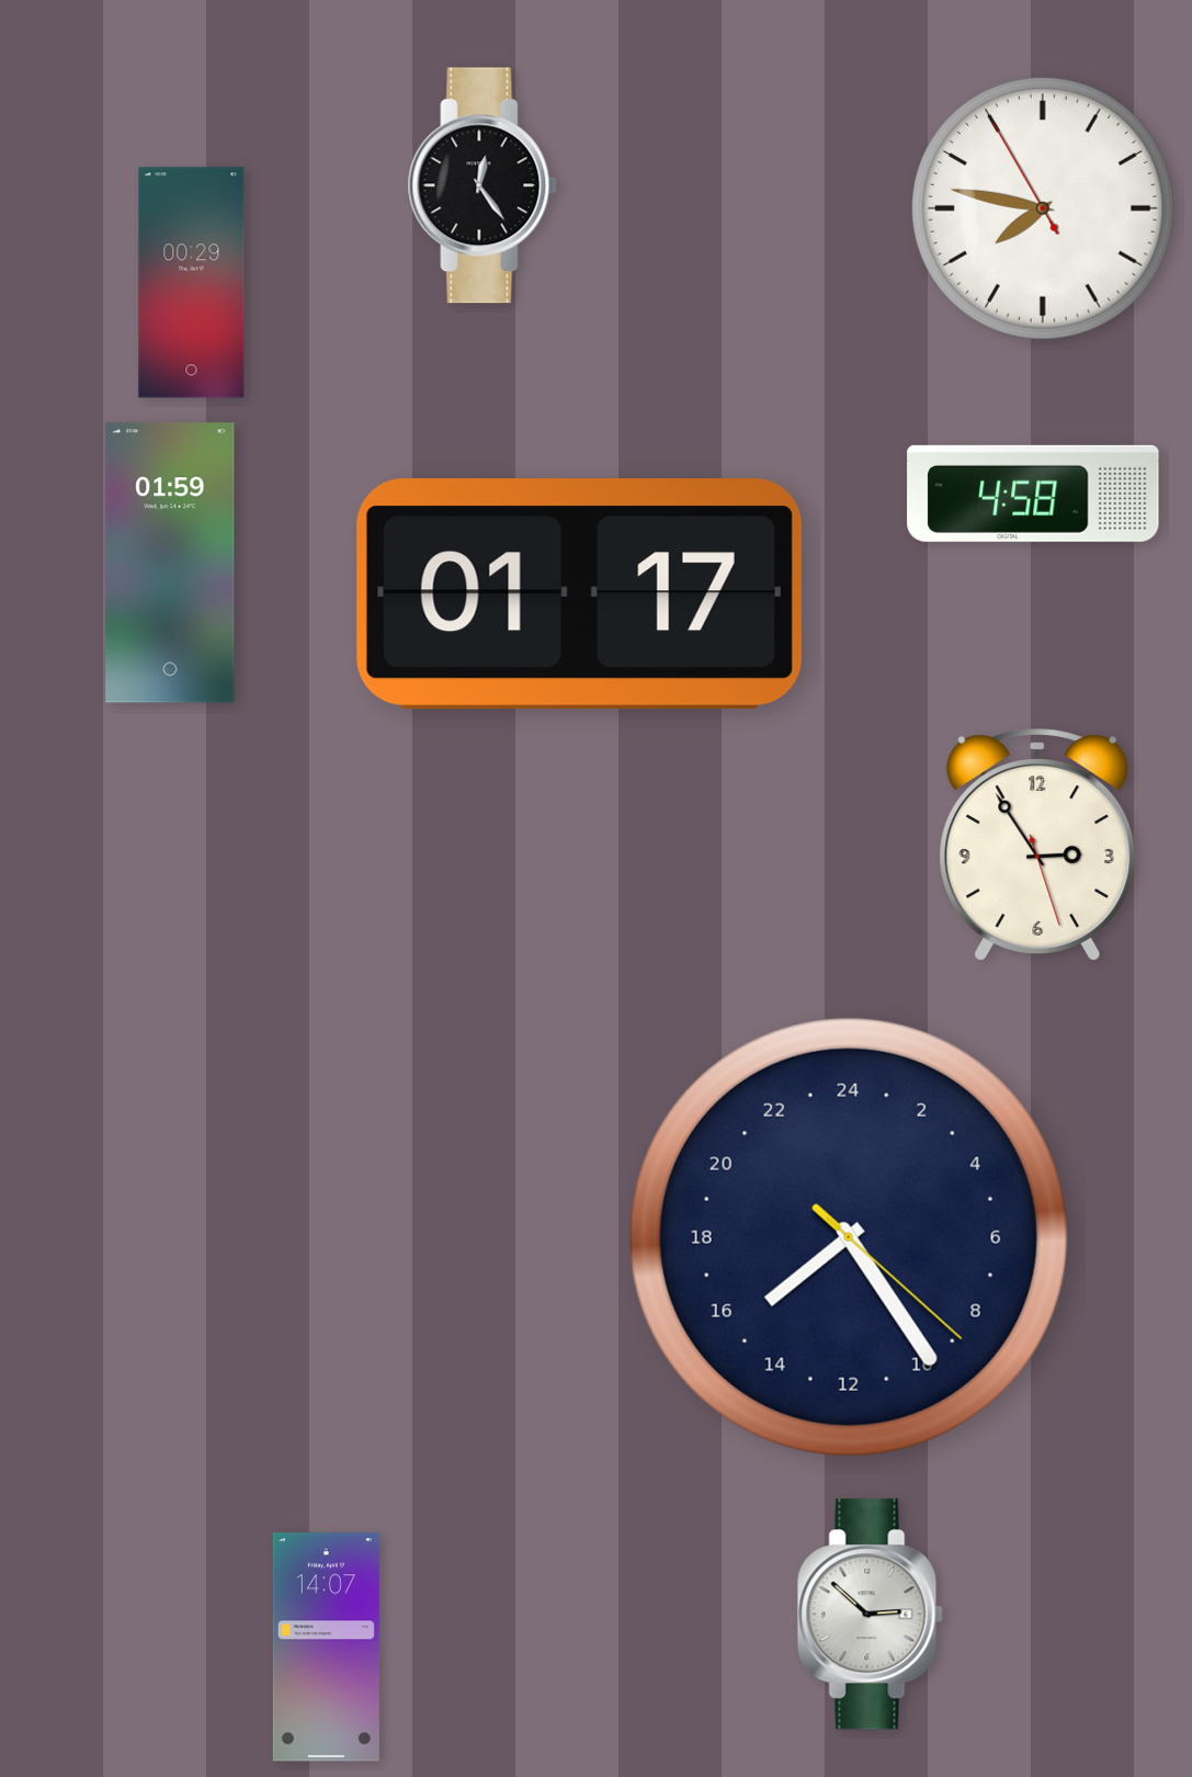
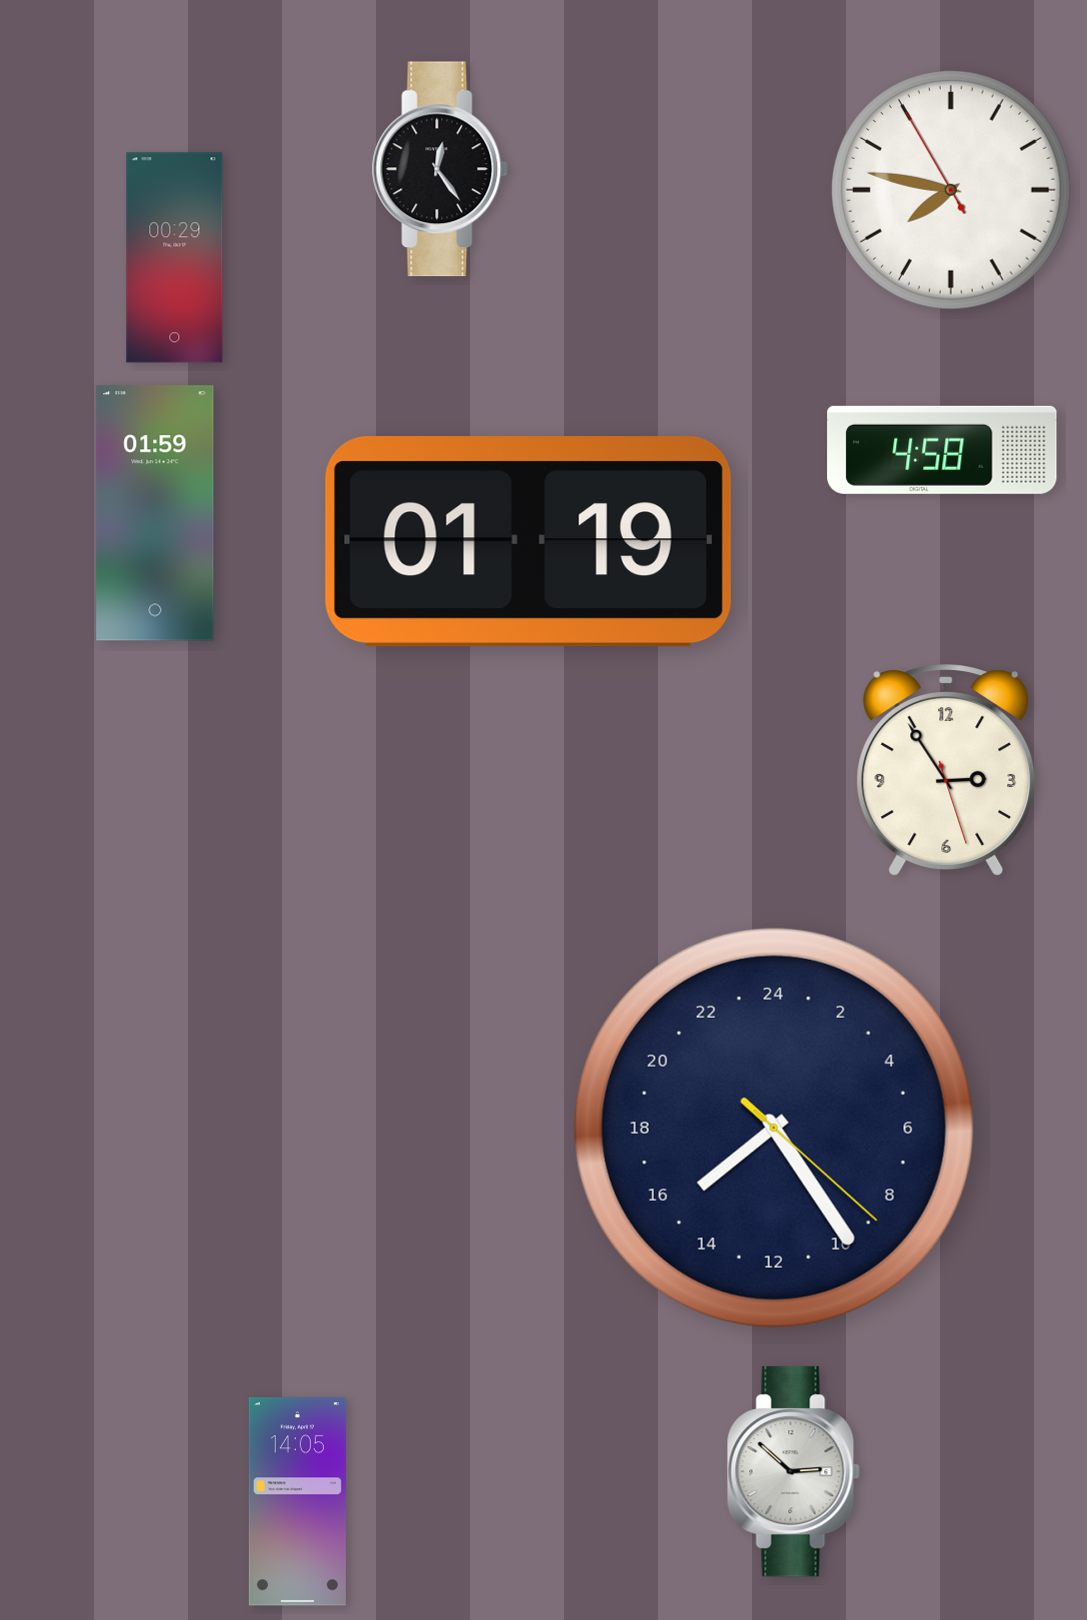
clock at (579, 595): 01:17 -> 01:19
clock at (326, 1648): 14:07 -> 14:05
